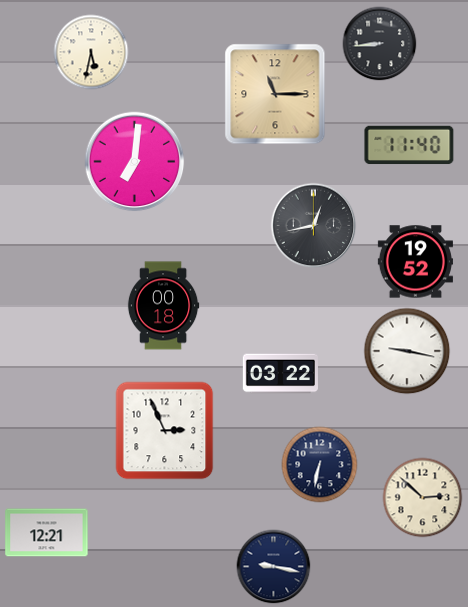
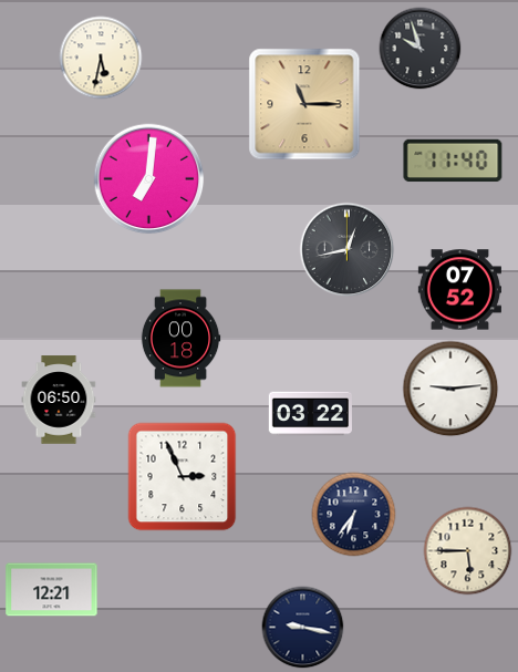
clock at (380, 44): 8:44 -> 9:57
clock at (415, 262): 19:52 -> 07:52
clock at (407, 351): 9:17 -> 9:14
clock at (59, 400): none -> 06:50
clock at (320, 465): 6:32 -> 6:36
clock at (423, 498): 2:52 -> 5:45
